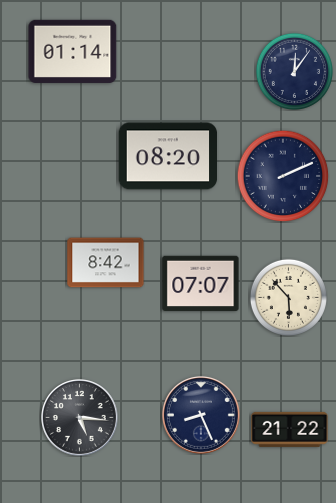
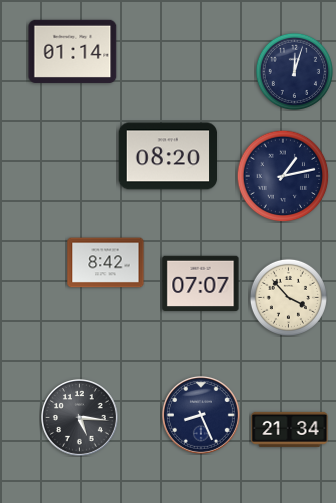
clock at (294, 71): 12:06 -> 12:03
clock at (283, 176): 2:11 -> 1:13
clock at (288, 297): 5:53 -> 3:53
clock at (290, 429): 21:22 -> 21:34
